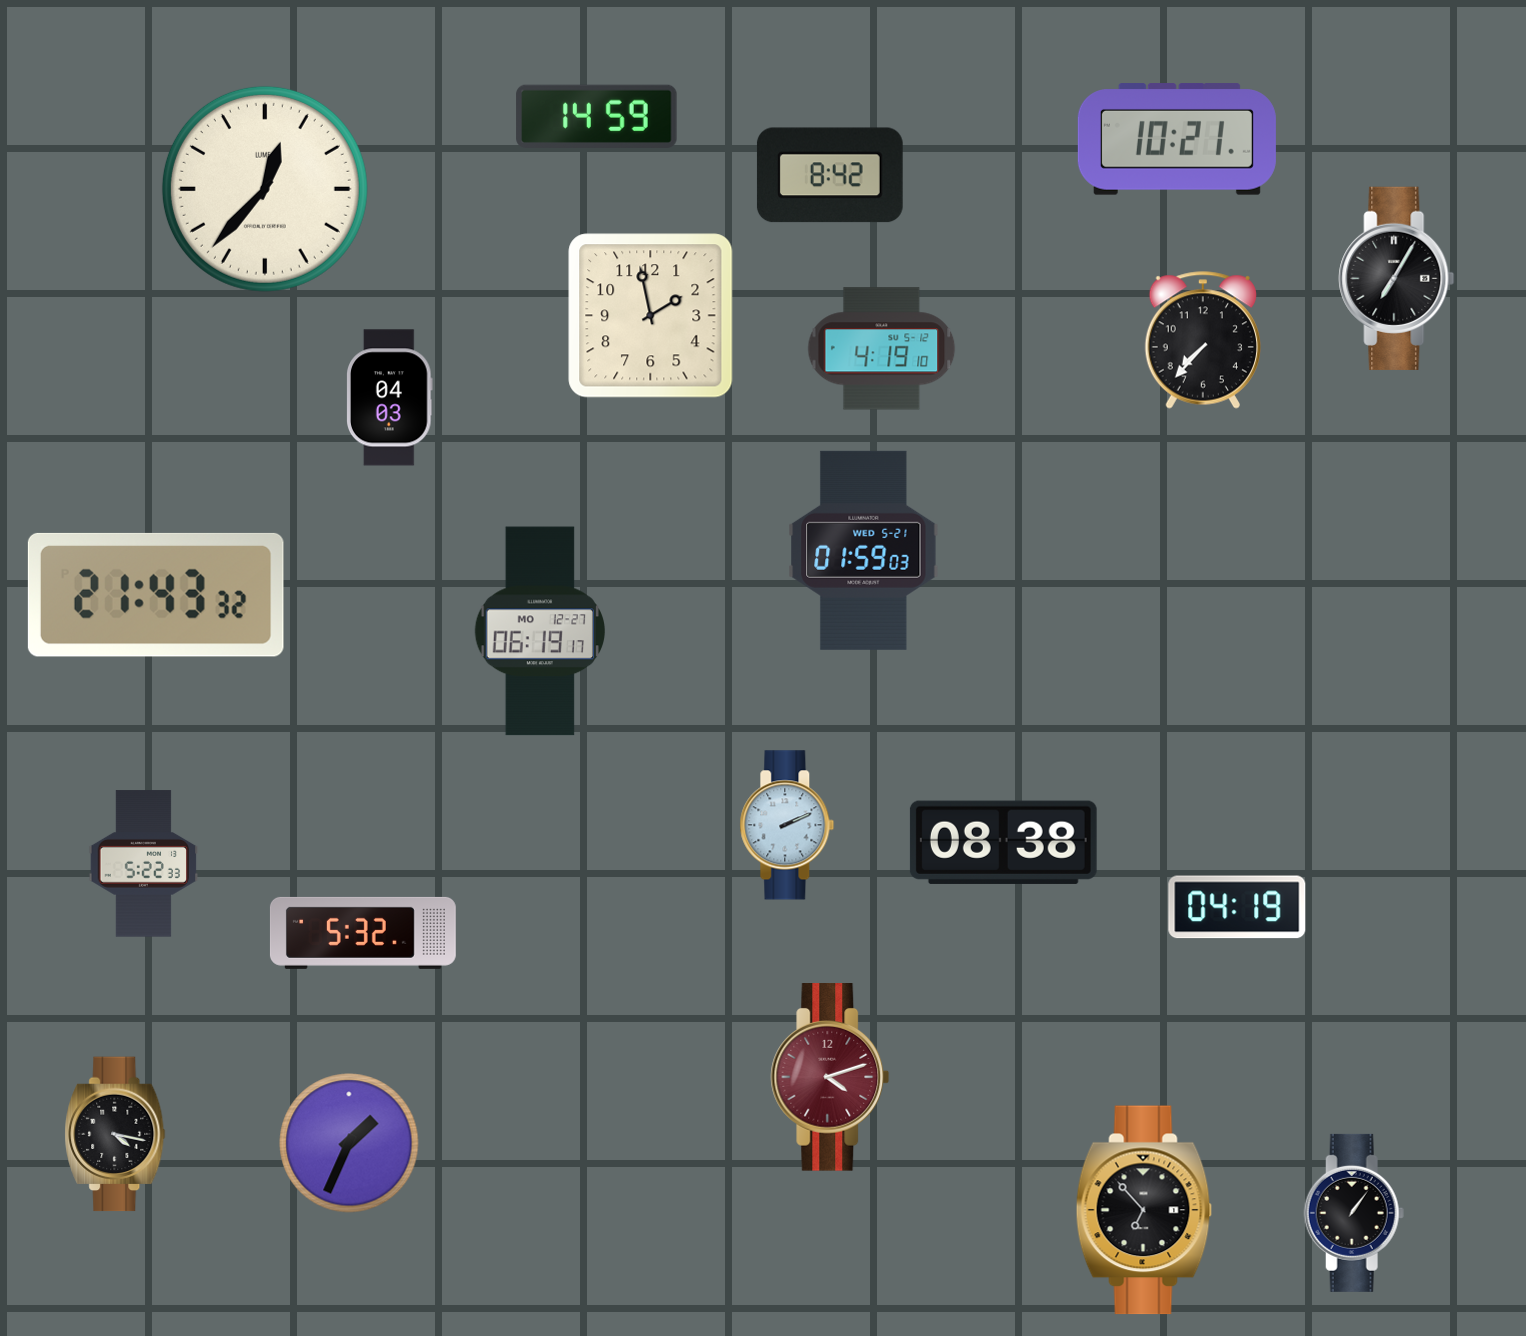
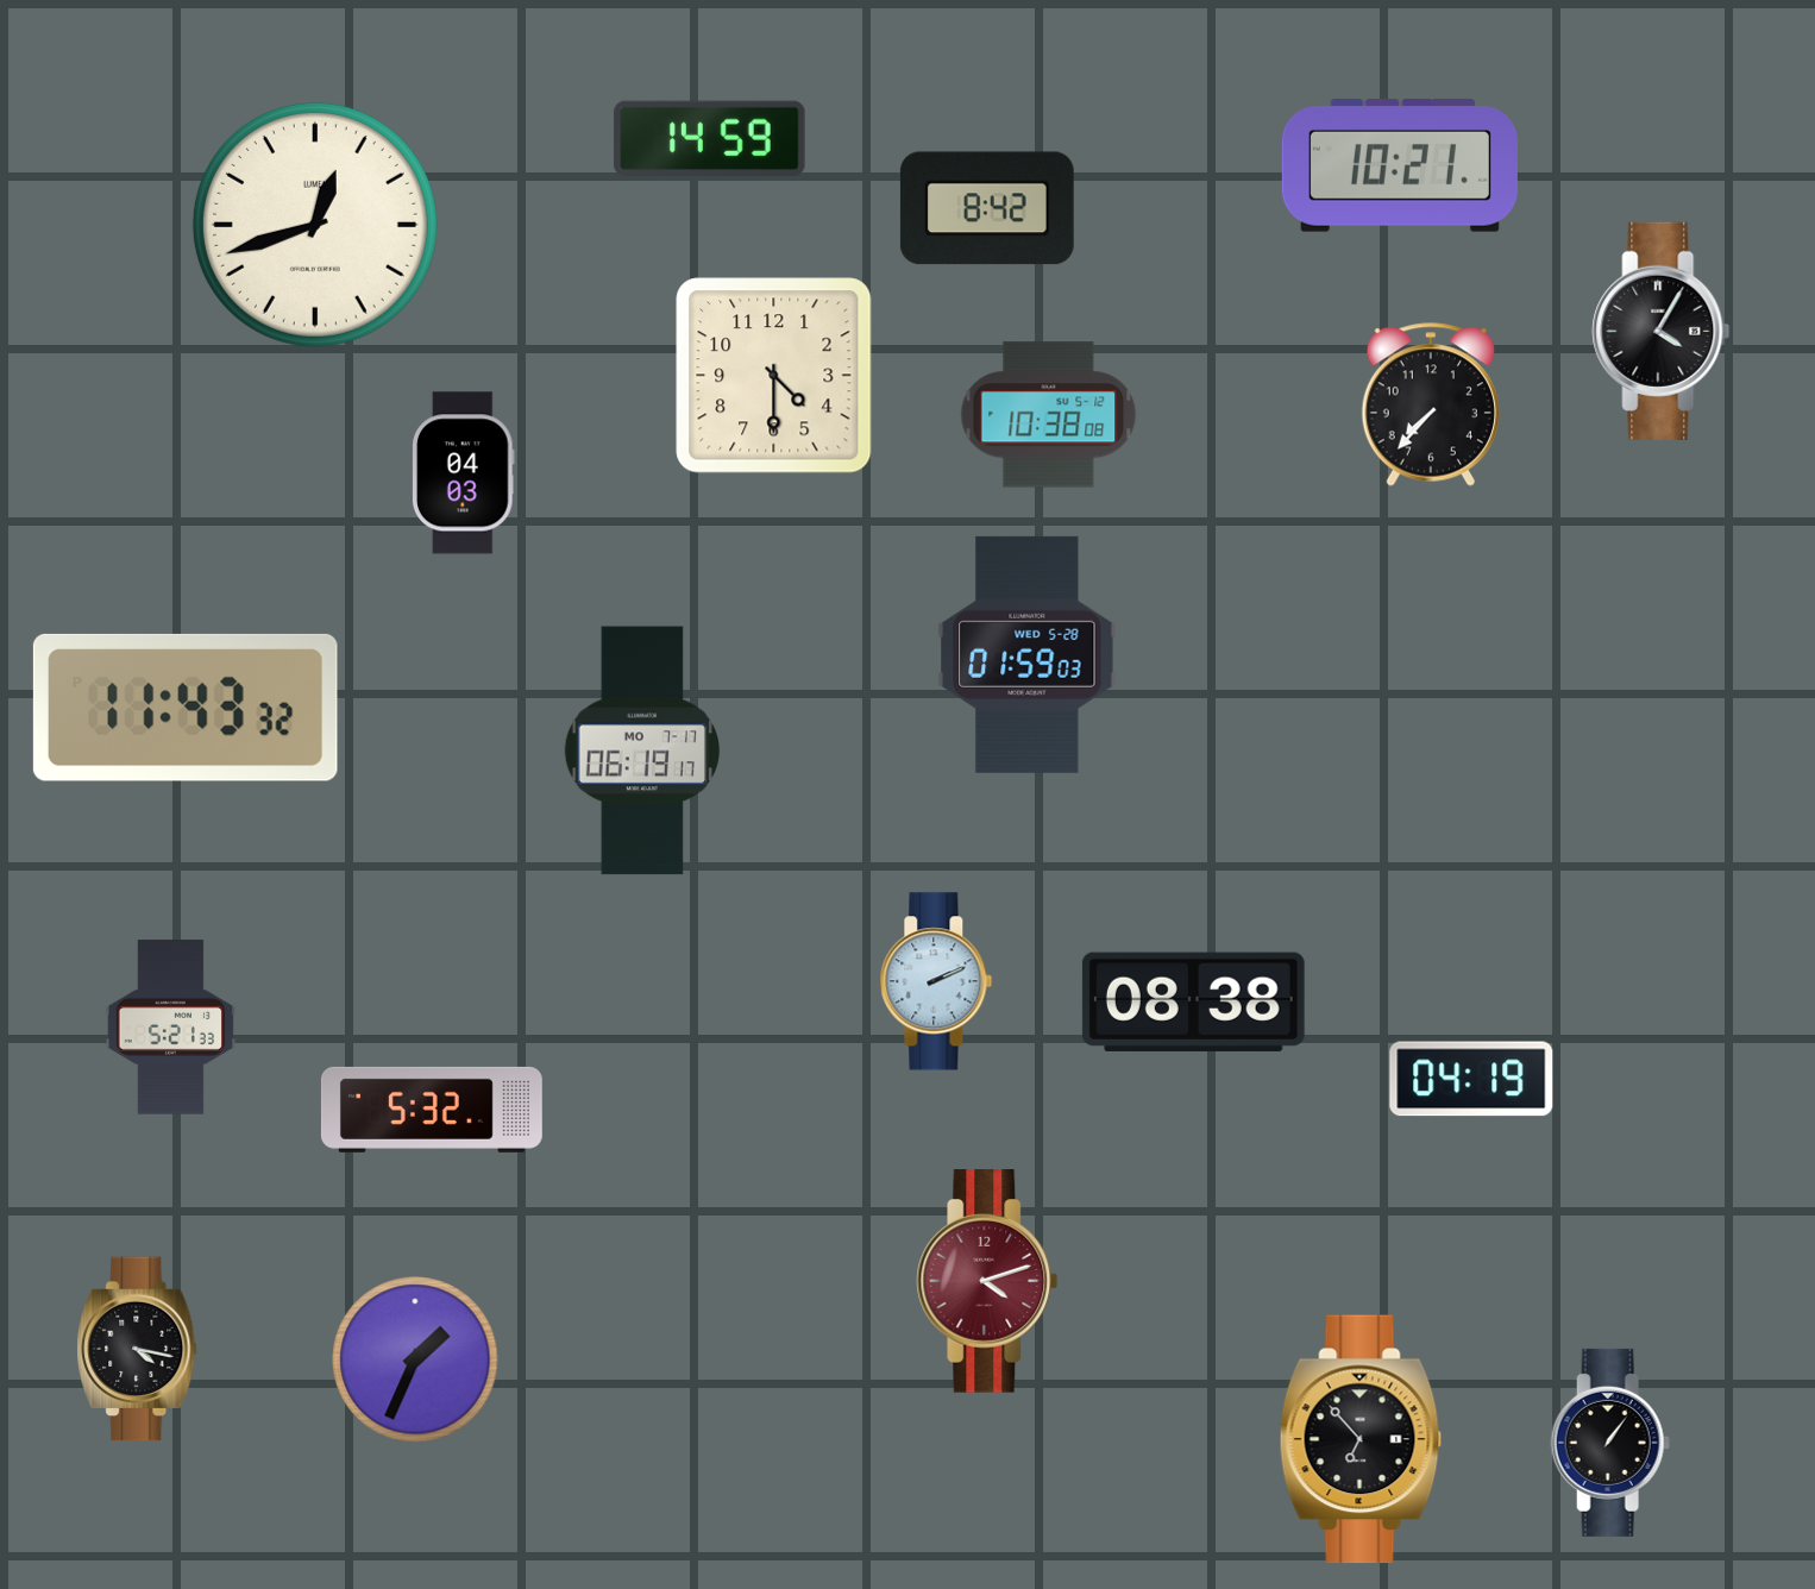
clock at (265, 189): 12:37 -> 12:42
clock at (1397, 278): 7:05 -> 4:05
clock at (651, 316): 1:58 -> 4:30
clock at (882, 349): 4:19 -> 10:38
clock at (864, 550) date: WED 5-21 -> WED 5-28
clock at (156, 595): 21:43 -> 11:43
clock at (539, 631) date: MO 12-27 -> MO 7-17
clock at (144, 864): 5:22 -> 5:21
